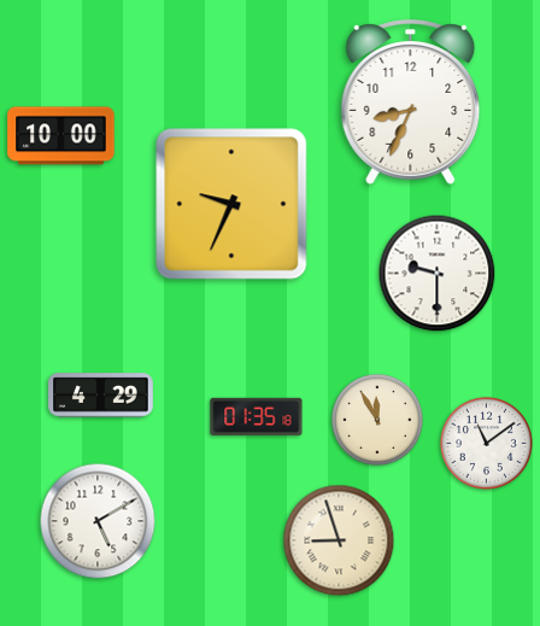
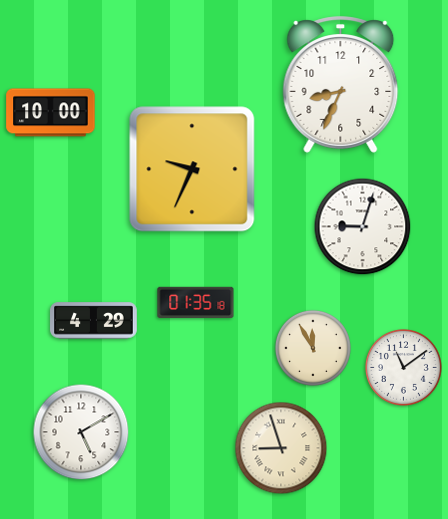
clock at (438, 274): 9:30 -> 9:03
clock at (101, 396) position: (101, 396) -> (94, 321)
clock at (257, 417) position: (257, 417) -> (196, 303)
